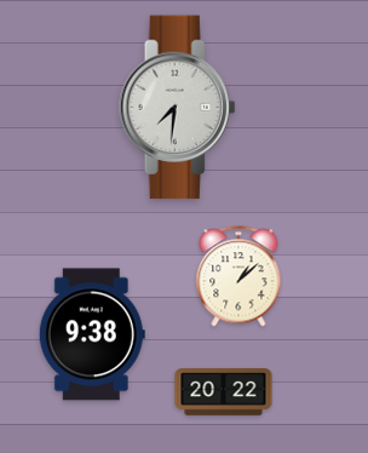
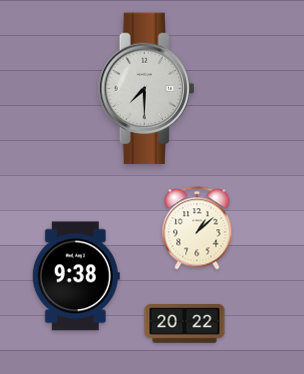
clock at (178, 108): 7:31 -> 7:30
